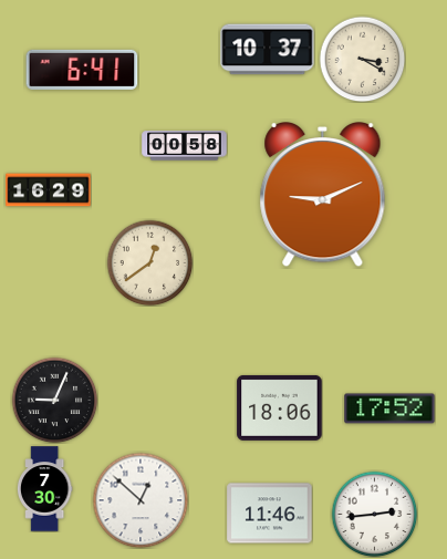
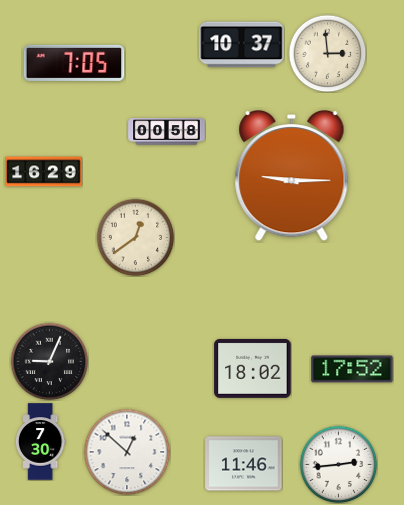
clock at (362, 59): 3:20 -> 2:59
clock at (82, 70): 6:41 -> 7:05
clock at (323, 196): 9:11 -> 9:15
clock at (280, 407): 18:06 -> 18:02
